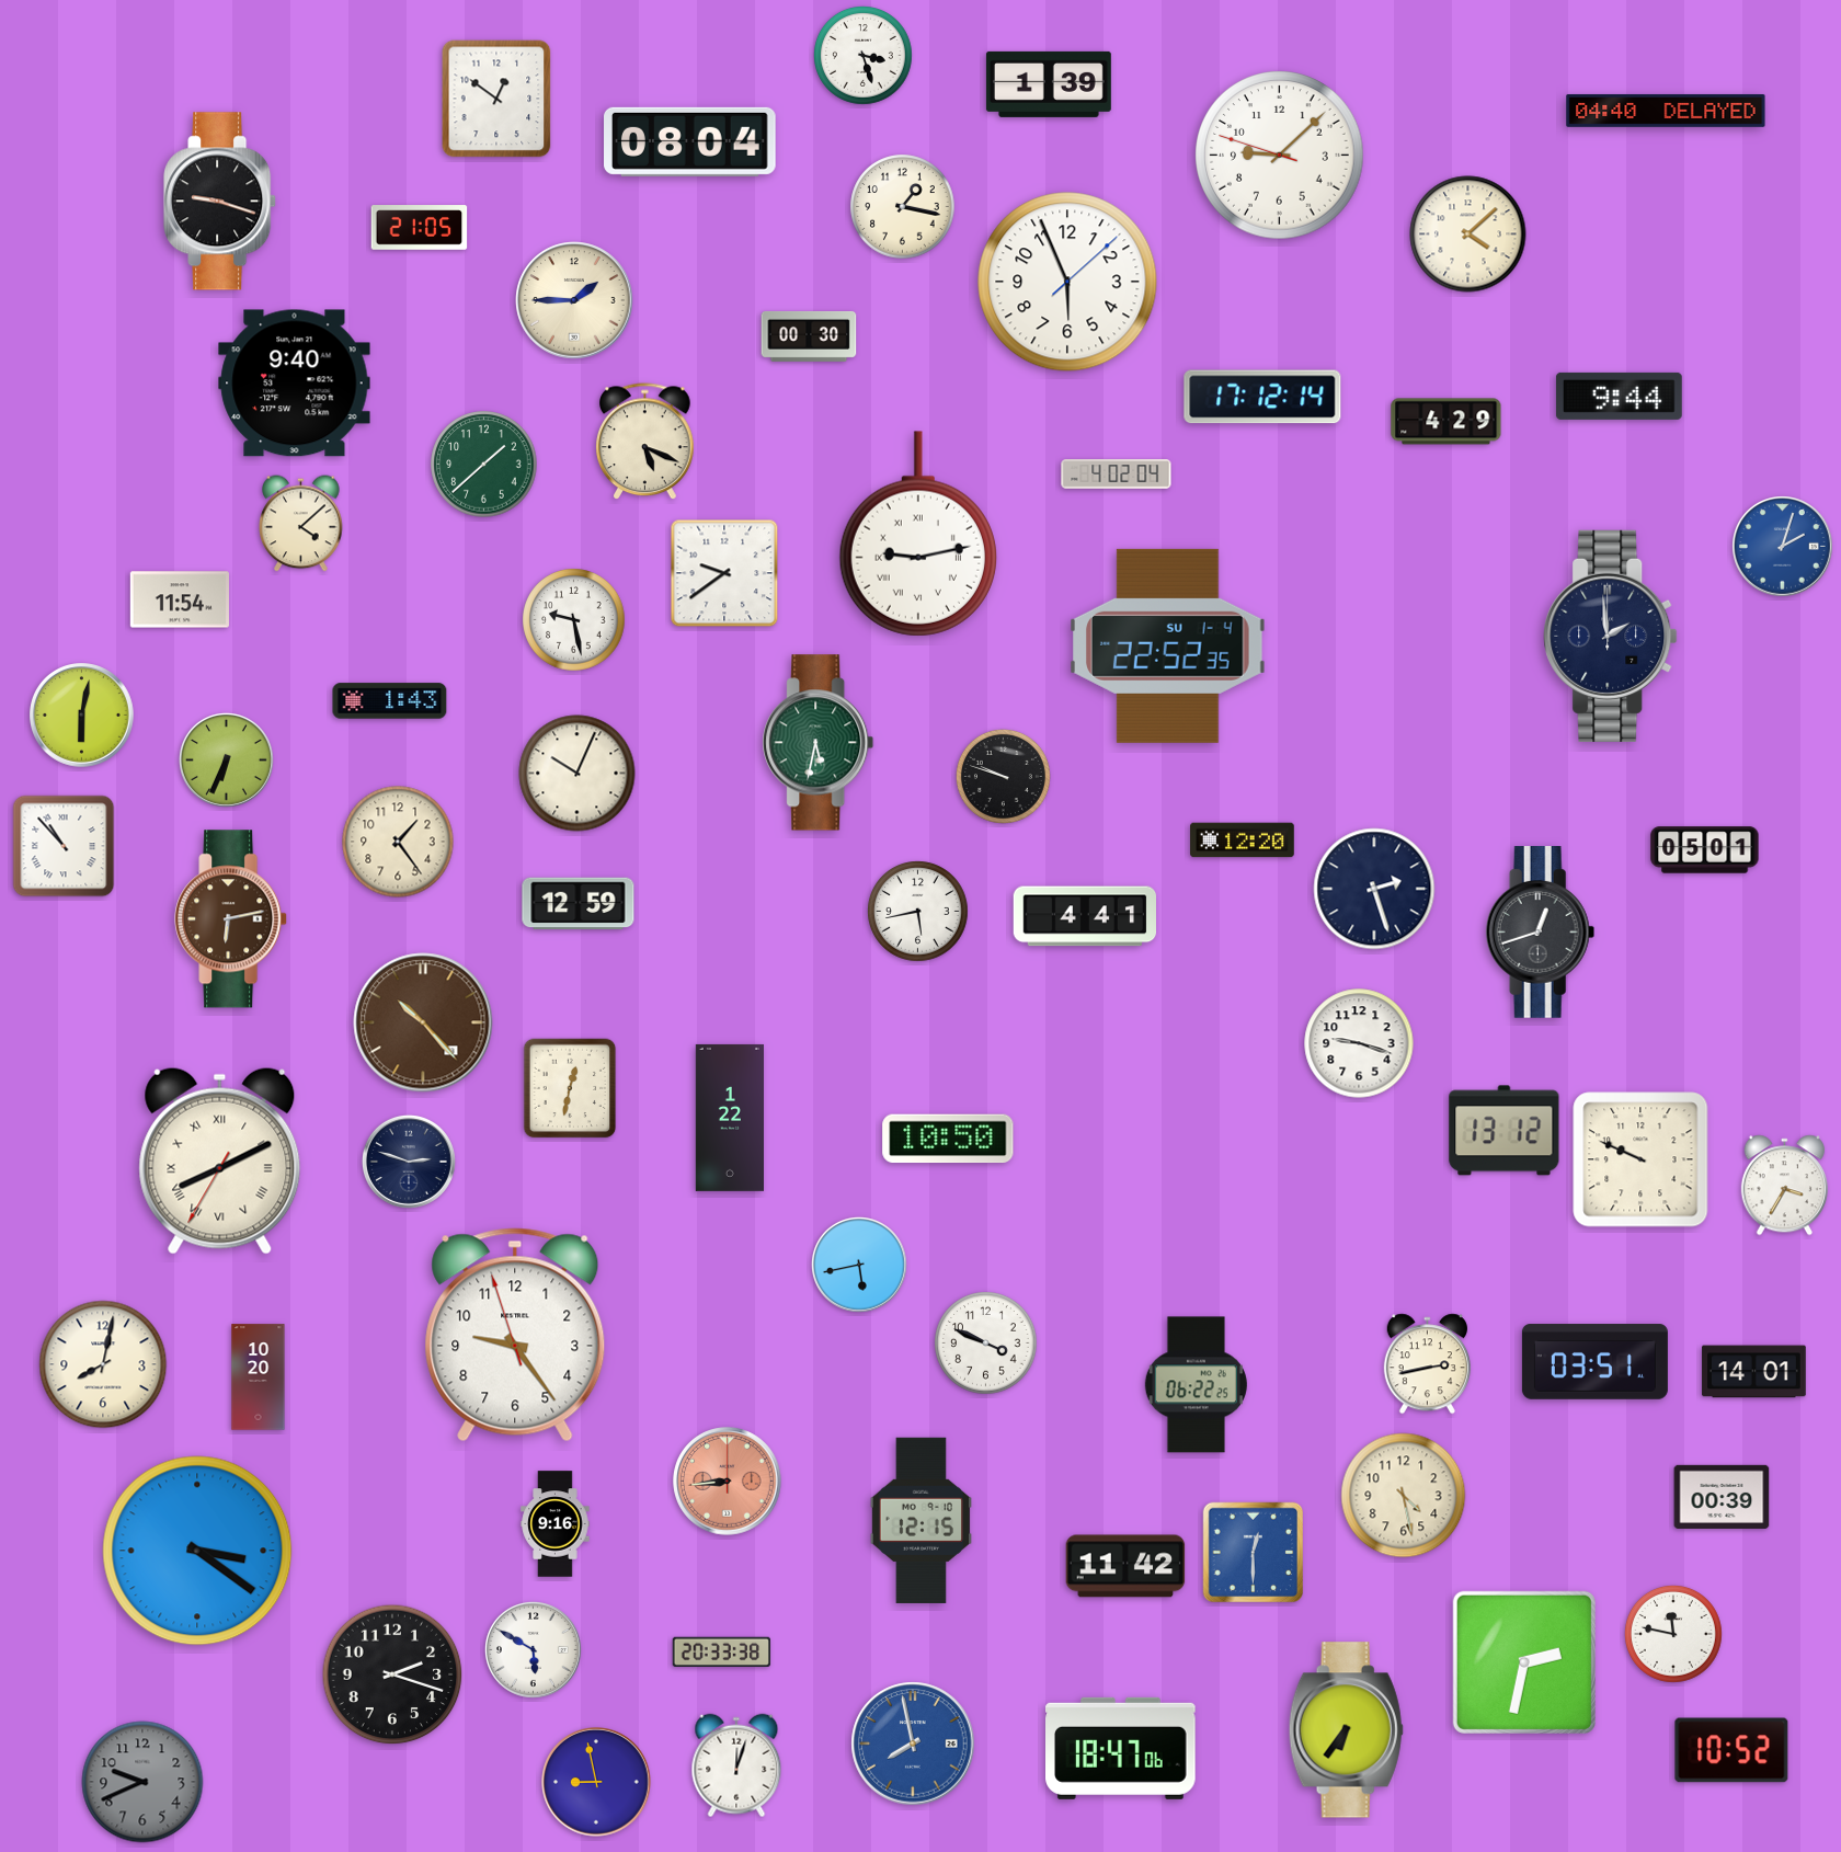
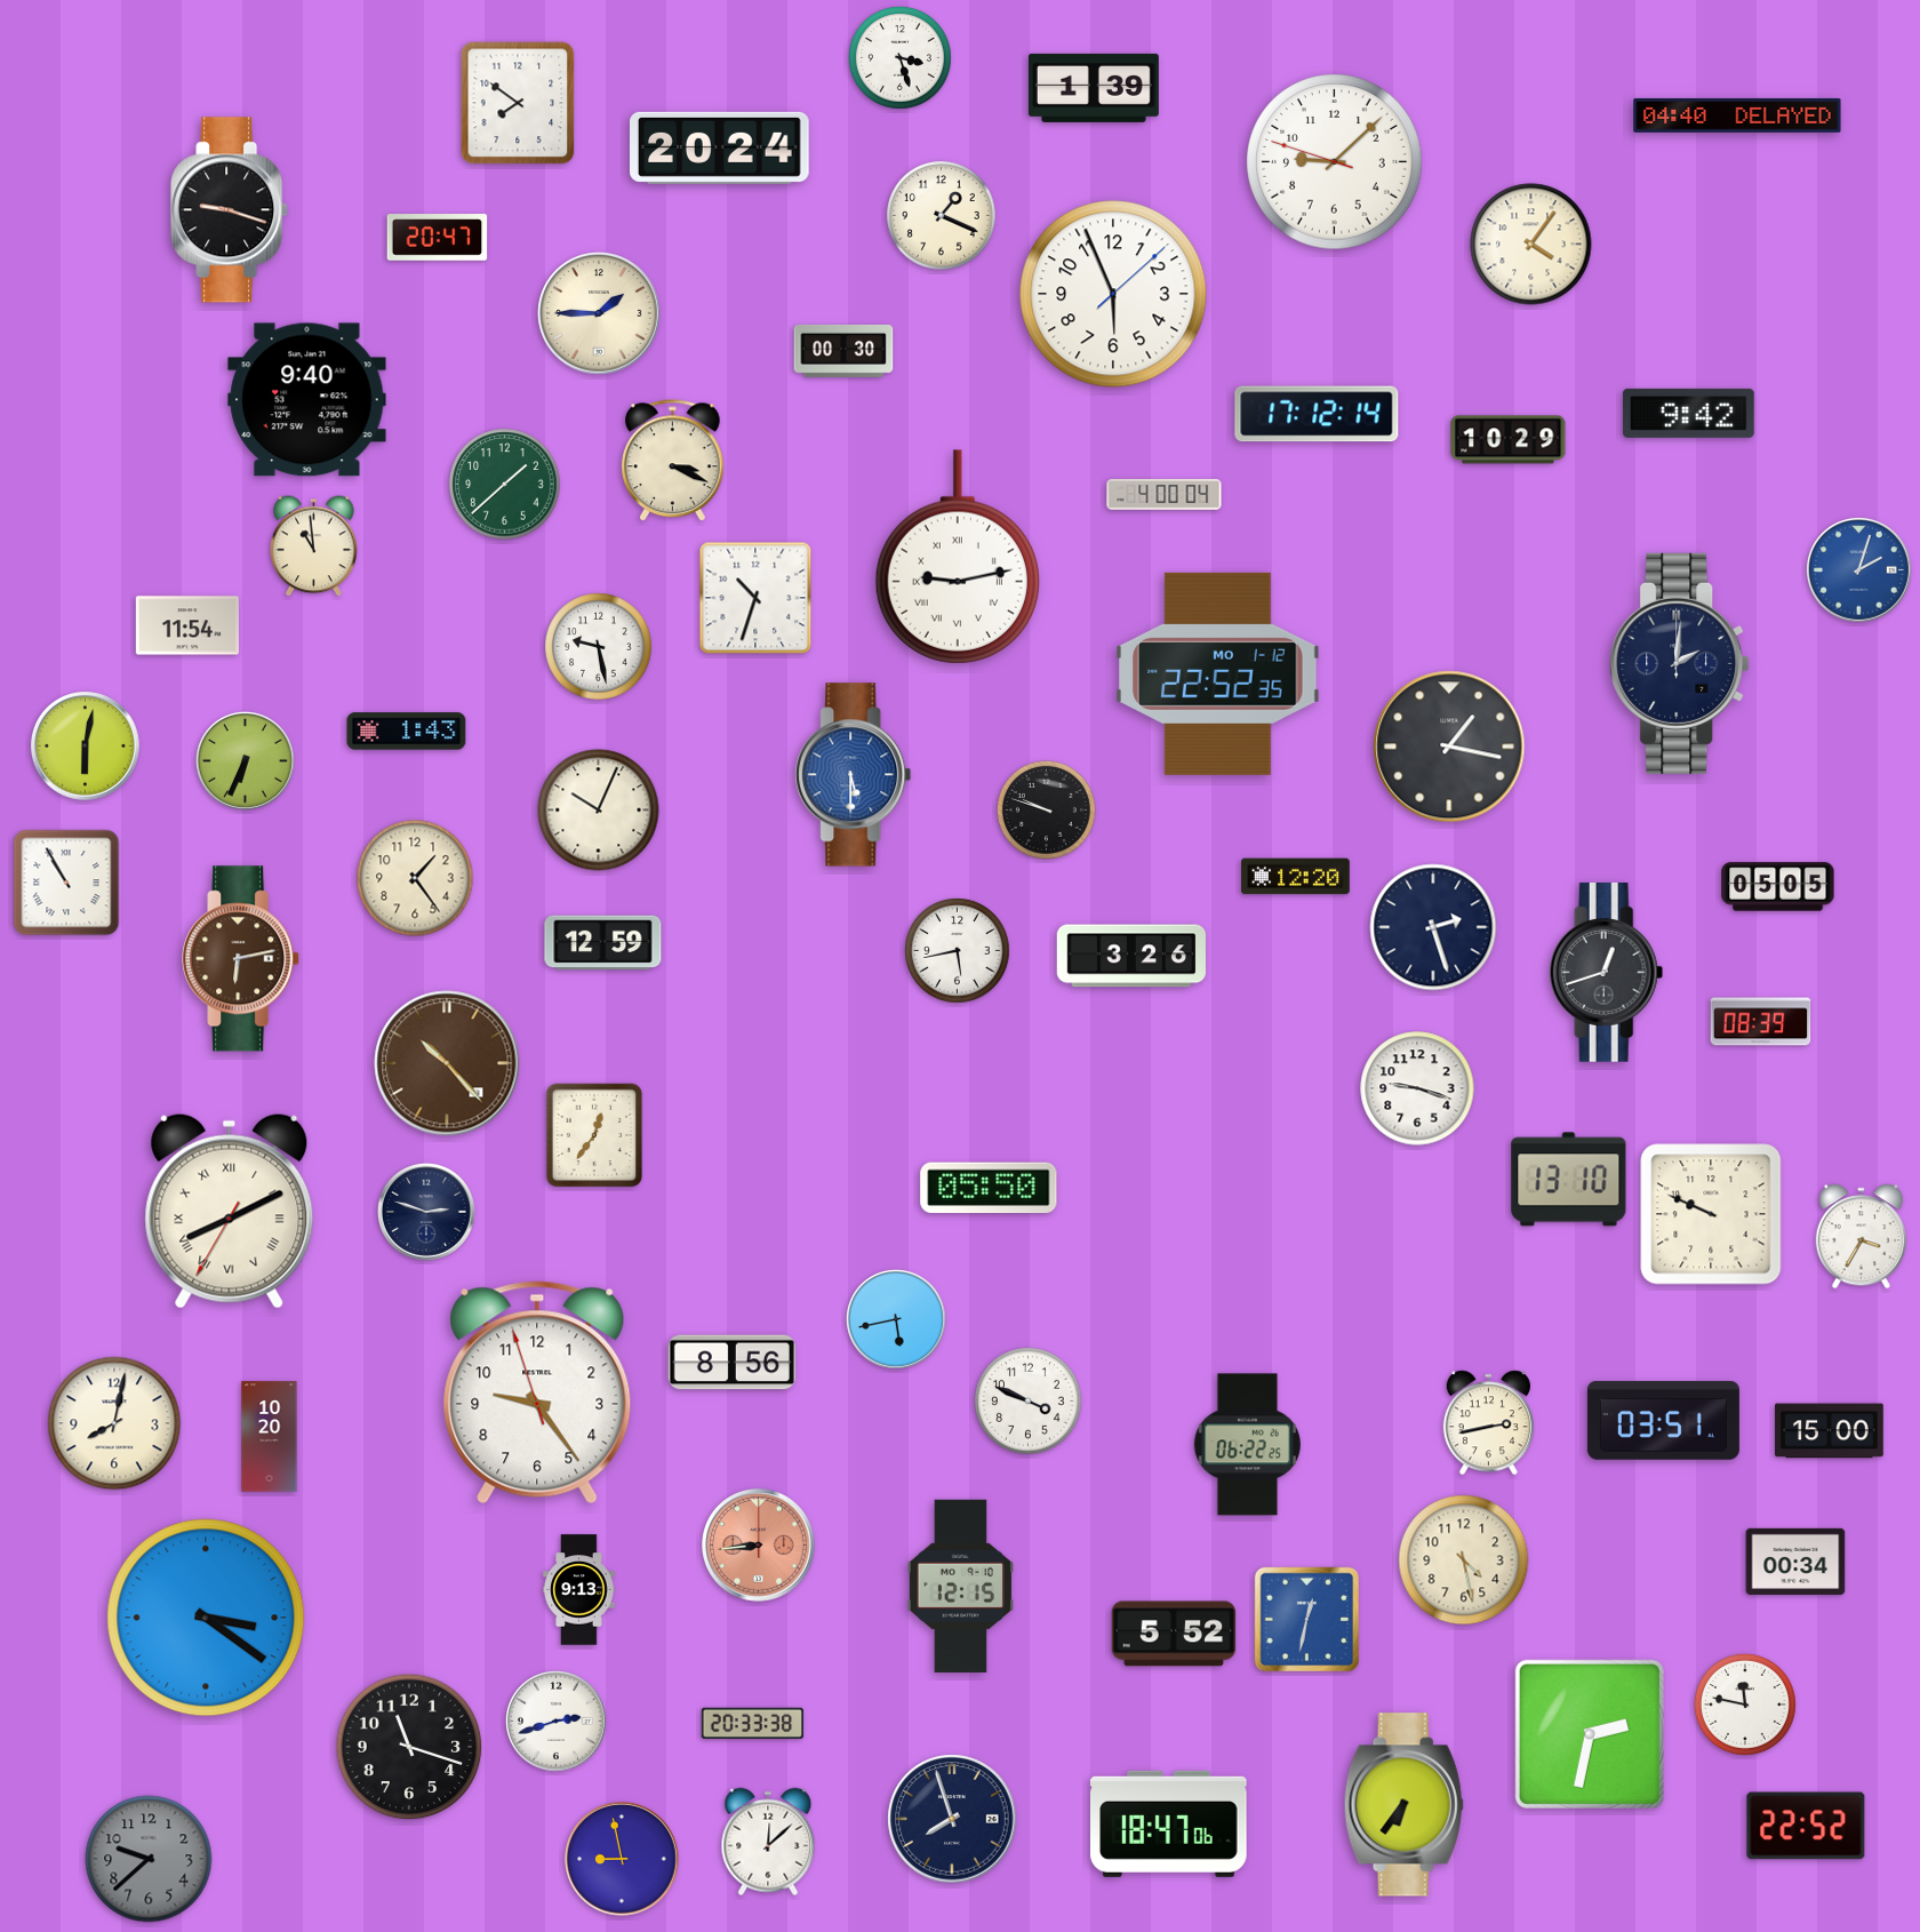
clock at (496, 99): 12:51 -> 7:51
clock at (690, 141): 08:04 -> 20:24
clock at (903, 207): 1:17 -> 1:19
clock at (420, 228): 21:05 -> 20:47
clock at (1468, 235): 4:08 -> 4:06
clock at (1619, 396): 9:44 -> 9:42
clock at (1447, 422): 4:29 -> 10:29
clock at (645, 442): 5:19 -> 3:19
clock at (1117, 475): 4:02 -> 4:00
clock at (301, 524): 4:08 -> 10:59
clock at (724, 573): 9:39 -> 10:33
clock at (1611, 636): 1:59 -> 2:01
clock at (1168, 645) date: SU 1-4 -> MO 1-12
clock at (1449, 747): none -> 1:17
clock at (819, 743): 5:32 -> 5:30
clock at (819, 743) dial: green -> blue
clock at (226, 759) position: (226, 759) -> (245, 760)
clock at (578, 774) position: (578, 774) -> (599, 811)
clock at (64, 846): 10:53 -> 10:55
clock at (1705, 850): 05:01 -> 05:05
clock at (1084, 916): 4:41 -> 3:26
clock at (1761, 1022): none -> 08:39
clock at (423, 1022) position: (423, 1022) -> (447, 1063)
clock at (570, 1088): 12:32 -> 12:36
clock at (729, 1118): 1:22 -> none
clock at (1505, 1131): 13:12 -> 13:10
clock at (948, 1139): 10:50 -> 05:50
clock at (1640, 1159) position: (1640, 1159) -> (1711, 1214)
clock at (731, 1363): none -> 8:56
clock at (103, 1364) position: (103, 1364) -> (114, 1423)
clock at (1754, 1372): 14:01 -> 15:00
clock at (1722, 1497): 00:39 -> 00:34
clock at (556, 1524): 9:16 -> 9:13
clock at (1254, 1553): 12:30 -> 12:32
clock at (1125, 1566): 11:42 -> 5:52
clock at (533, 1649): 5:50 -> 2:42
clock at (392, 1674): 2:18 -> 11:18
clock at (913, 1744): 7:58 -> 7:57
clock at (913, 1744) dial: blue -> navy
clock at (1731, 1750): 10:52 -> 22:52
clock at (736, 1765): 12:03 -> 12:08
clock at (142, 1782): 9:41 -> 9:38
